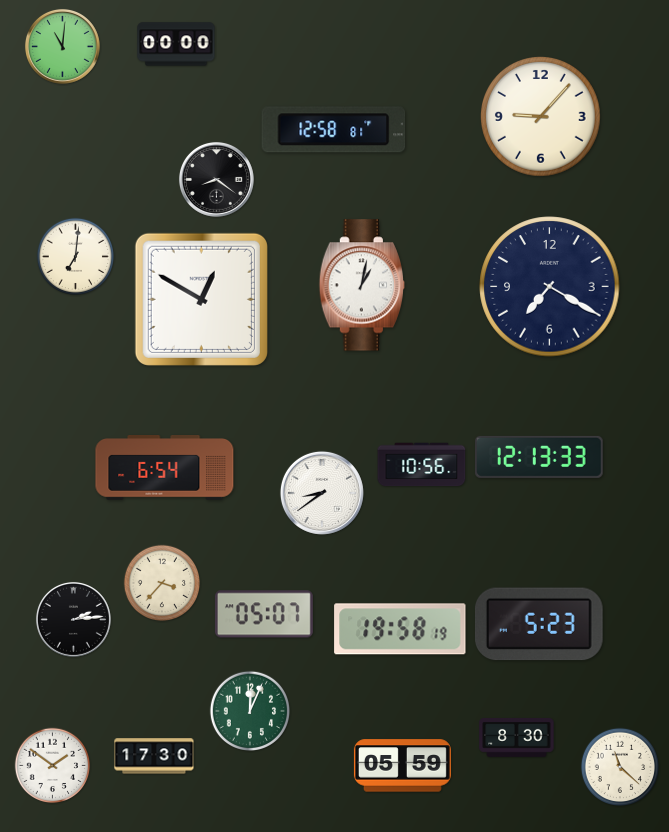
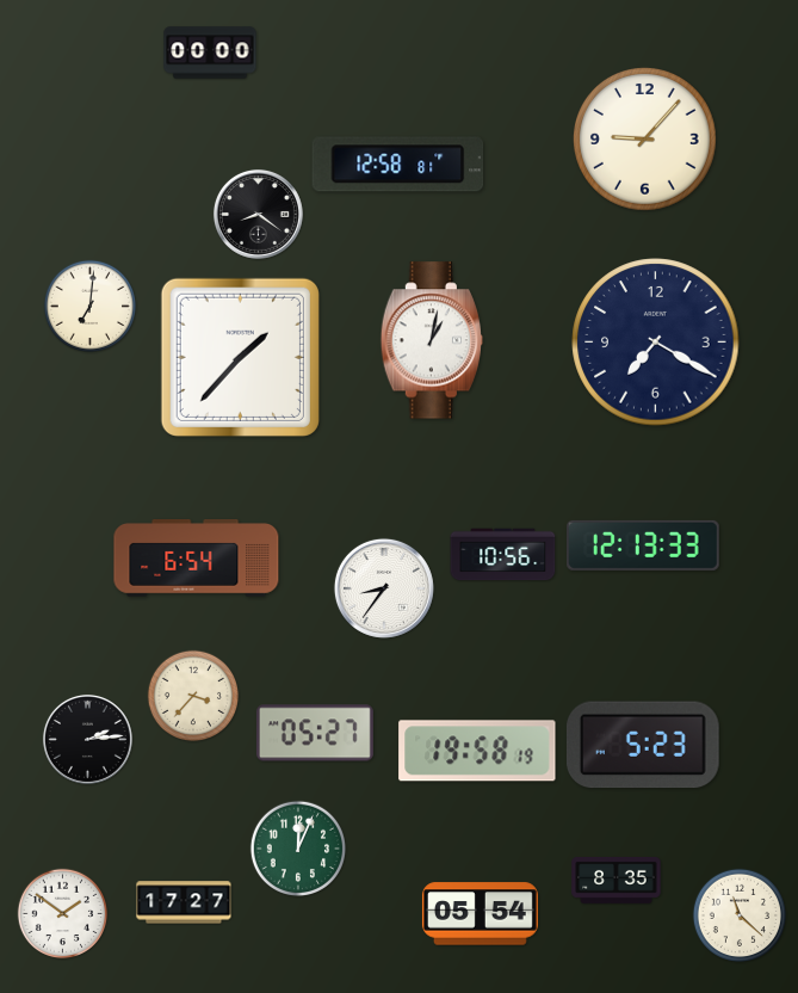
clock at (62, 46): 11:01 -> none
clock at (334, 130) position: (334, 130) -> (398, 165)
clock at (201, 299): 12:50 -> 1:37
clock at (322, 493): 8:39 -> 8:36
clock at (264, 614): 05:07 -> 05:27
clock at (517, 738): 8:30 -> 8:35
clock at (154, 756): 17:30 -> 17:27
clock at (402, 766): 05:59 -> 05:54
